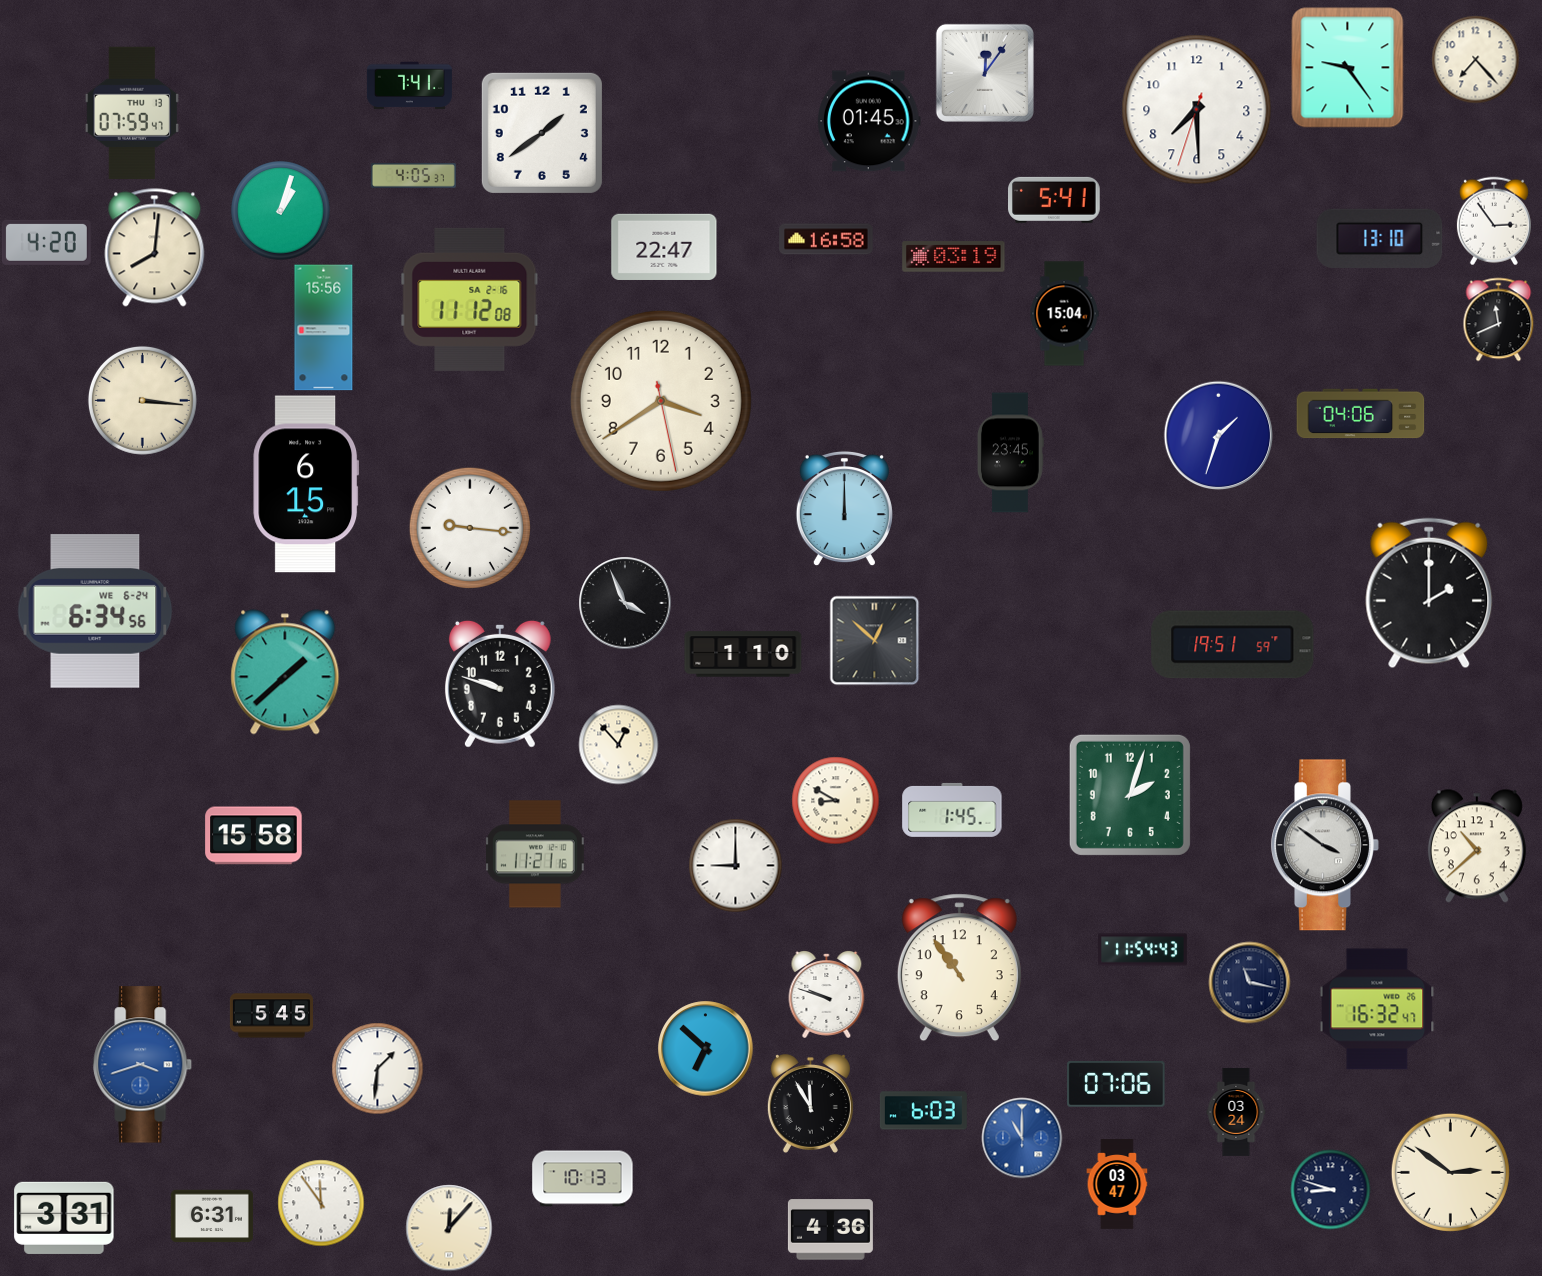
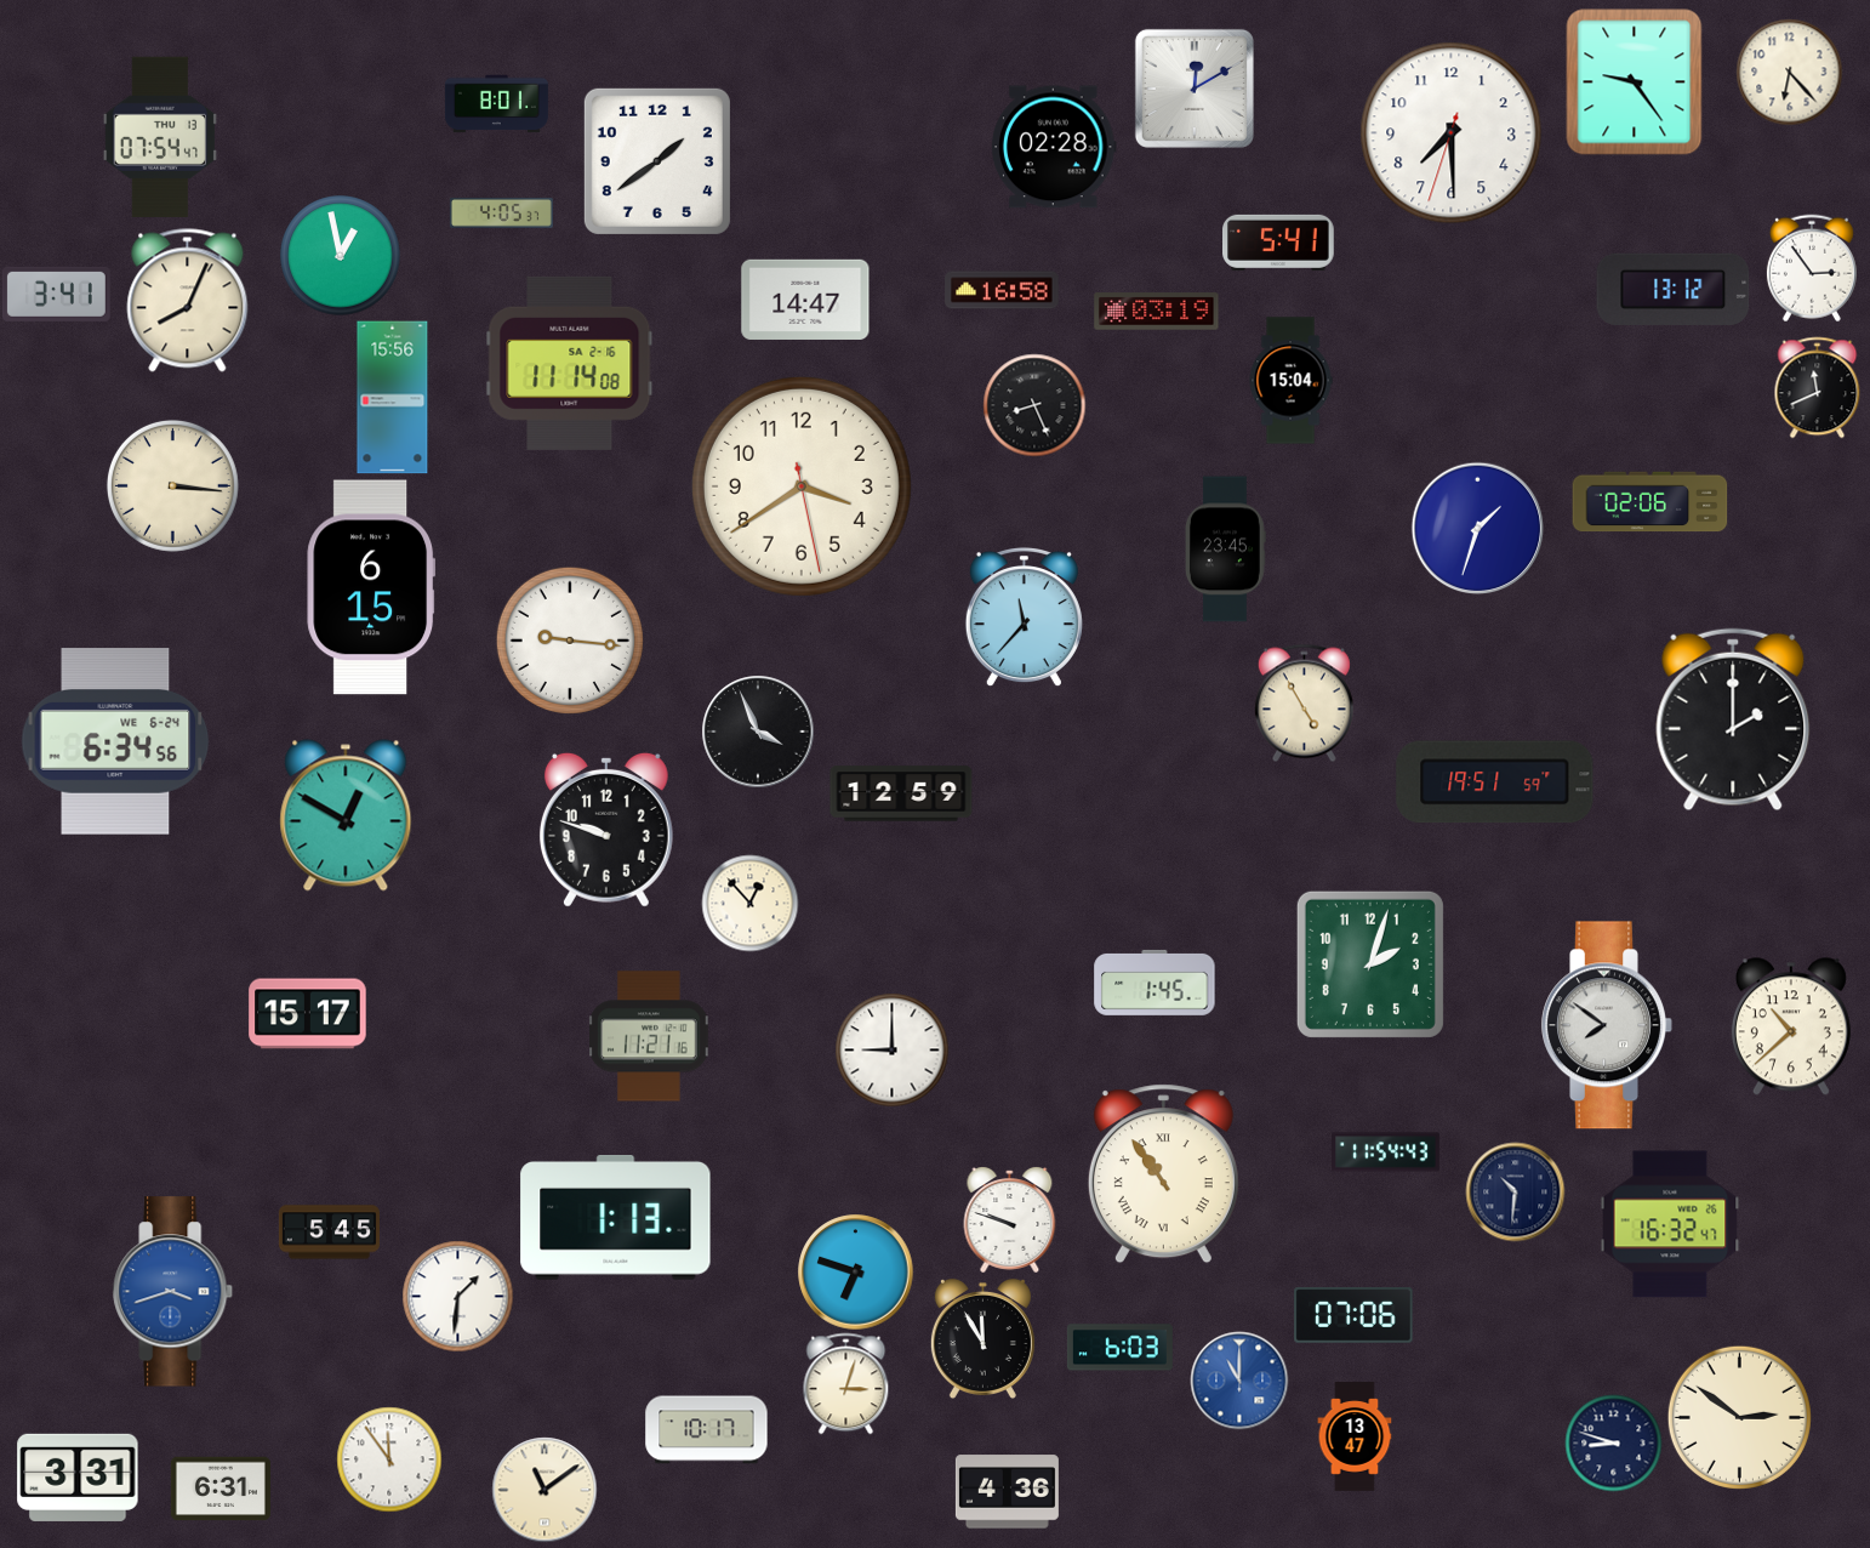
clock at (1475, 59): 7:23 -> 6:23
clock at (985, 73): 12:06 -> 12:10
clock at (409, 86): 7:41 -> 8:01
clock at (131, 112): 07:59 -> 07:54
clock at (870, 121): 01:45 -> 02:28
clock at (281, 211): 1:03 -> 12:58
clock at (1380, 238): 13:10 -> 13:12
clock at (46, 242): 4:20 -> 3:41
clock at (664, 247): 22:47 -> 14:47
clock at (155, 248): 8:01 -> 8:04
clock at (470, 299): 11:12 -> 11:14
clock at (1034, 405): none -> 8:26
clock at (1361, 414): 04:06 -> 02:06
clock at (844, 508): 12:00 -> 11:37
clock at (1304, 702): none -> 4:55
clock at (874, 640): 12:52 -> none
clock at (743, 654): 1:10 -> 12:59
clock at (285, 672): 1:38 -> 12:50
clock at (835, 800): 8:50 -> none
clock at (254, 836): 15:58 -> 15:17
clock at (1325, 845): 3:51 -> 7:51
clock at (959, 968) numerals: Arabic -> Roman
clock at (1249, 982): 11:17 -> 10:31
clock at (827, 995) position: (827, 995) -> (1010, 1220)
clock at (616, 1218): none -> 1:13
clock at (706, 1049): 6:52 -> 6:48
clock at (1236, 1113): 03:24 -> none
clock at (846, 1383): none -> 3:03
clock at (1450, 1172) position: (1450, 1172) -> (1739, 1417)
clock at (583, 1179): 10:13 -> 10:17
clock at (1117, 1184): 03:47 -> 13:47
clock at (212, 1216) position: (212, 1216) -> (221, 1489)
clock at (449, 1228): 12:07 -> 11:09
